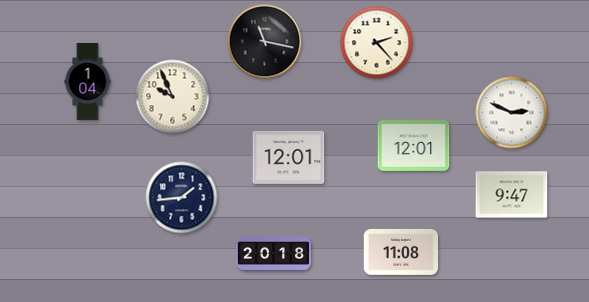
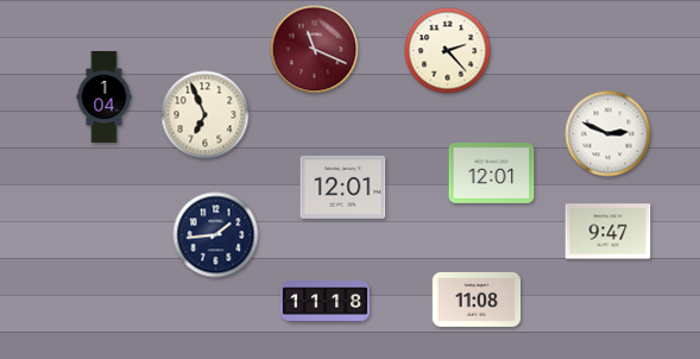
clock at (265, 42): 11:17 -> 11:19
clock at (265, 42) dial: black -> burgundy
clock at (173, 97): 9:56 -> 6:56
clock at (273, 254): 20:18 -> 11:18
